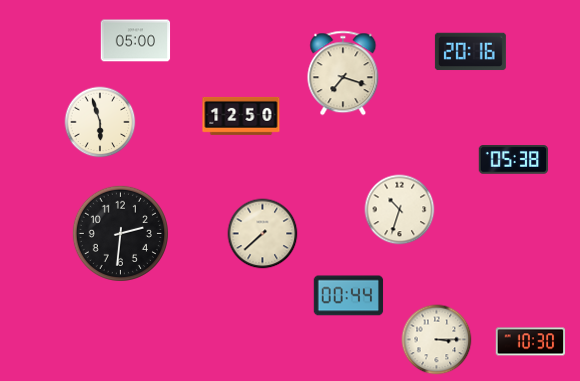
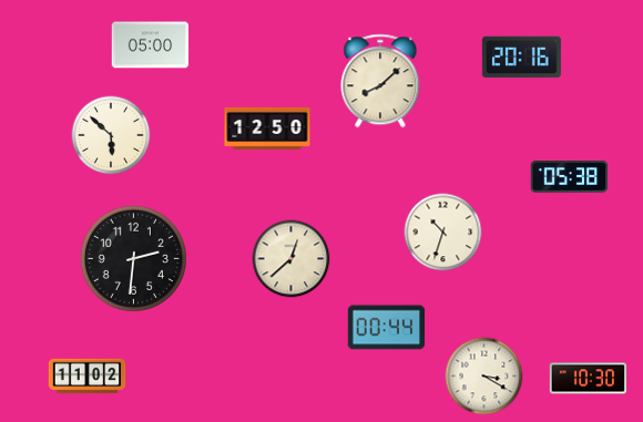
clock at (343, 73): 7:18 -> 8:08
clock at (100, 122): 5:57 -> 5:52
clock at (263, 234): 7:38 -> 12:38
clock at (88, 377): none -> 11:02
clock at (437, 340): 3:15 -> 3:20
